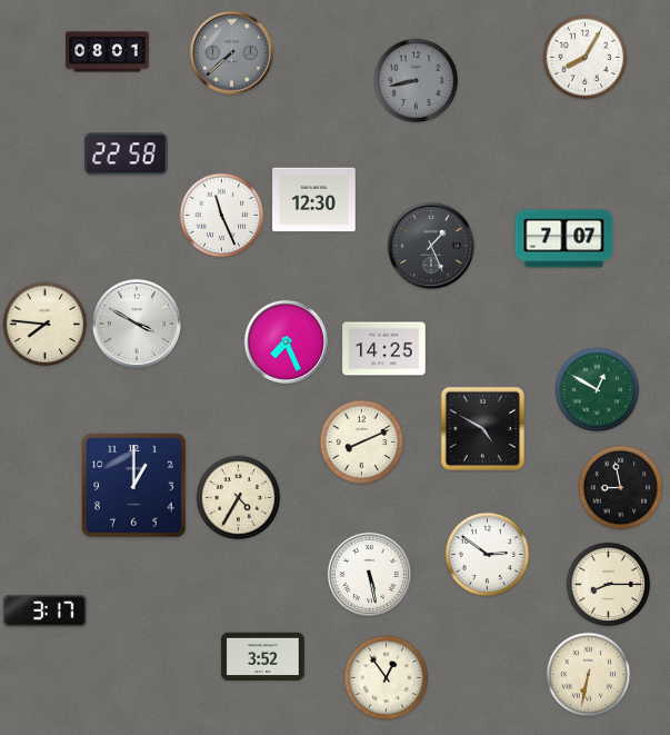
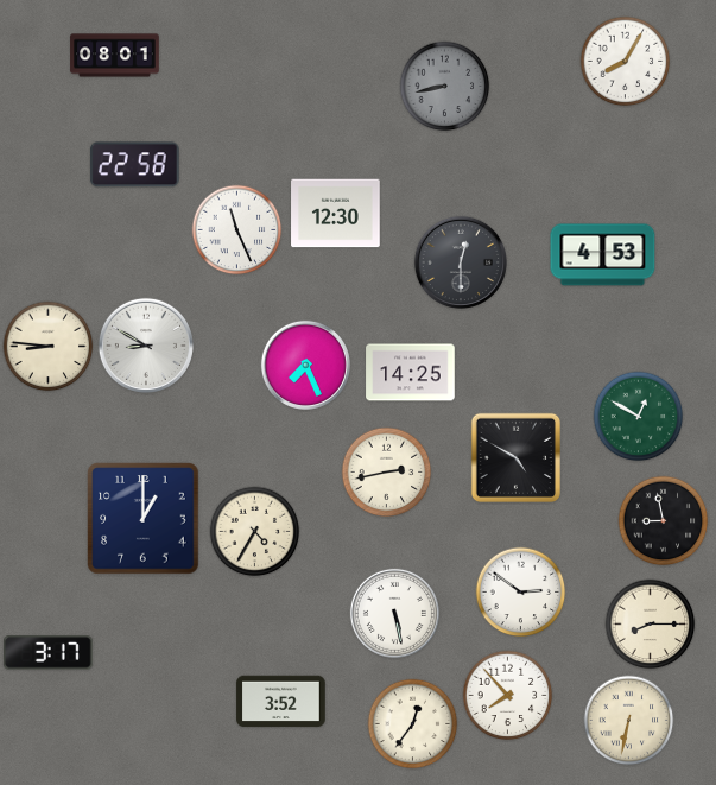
clock at (231, 52): 7:38 -> none
clock at (564, 239): 7:07 -> 4:53
clock at (431, 246): 1:26 -> 12:30
clock at (137, 324): 3:50 -> 8:50
clock at (46, 325): 7:46 -> 8:46
clock at (362, 443): 8:11 -> 2:43
clock at (508, 696): none -> 7:53
clock at (387, 678): 12:54 -> 12:36
